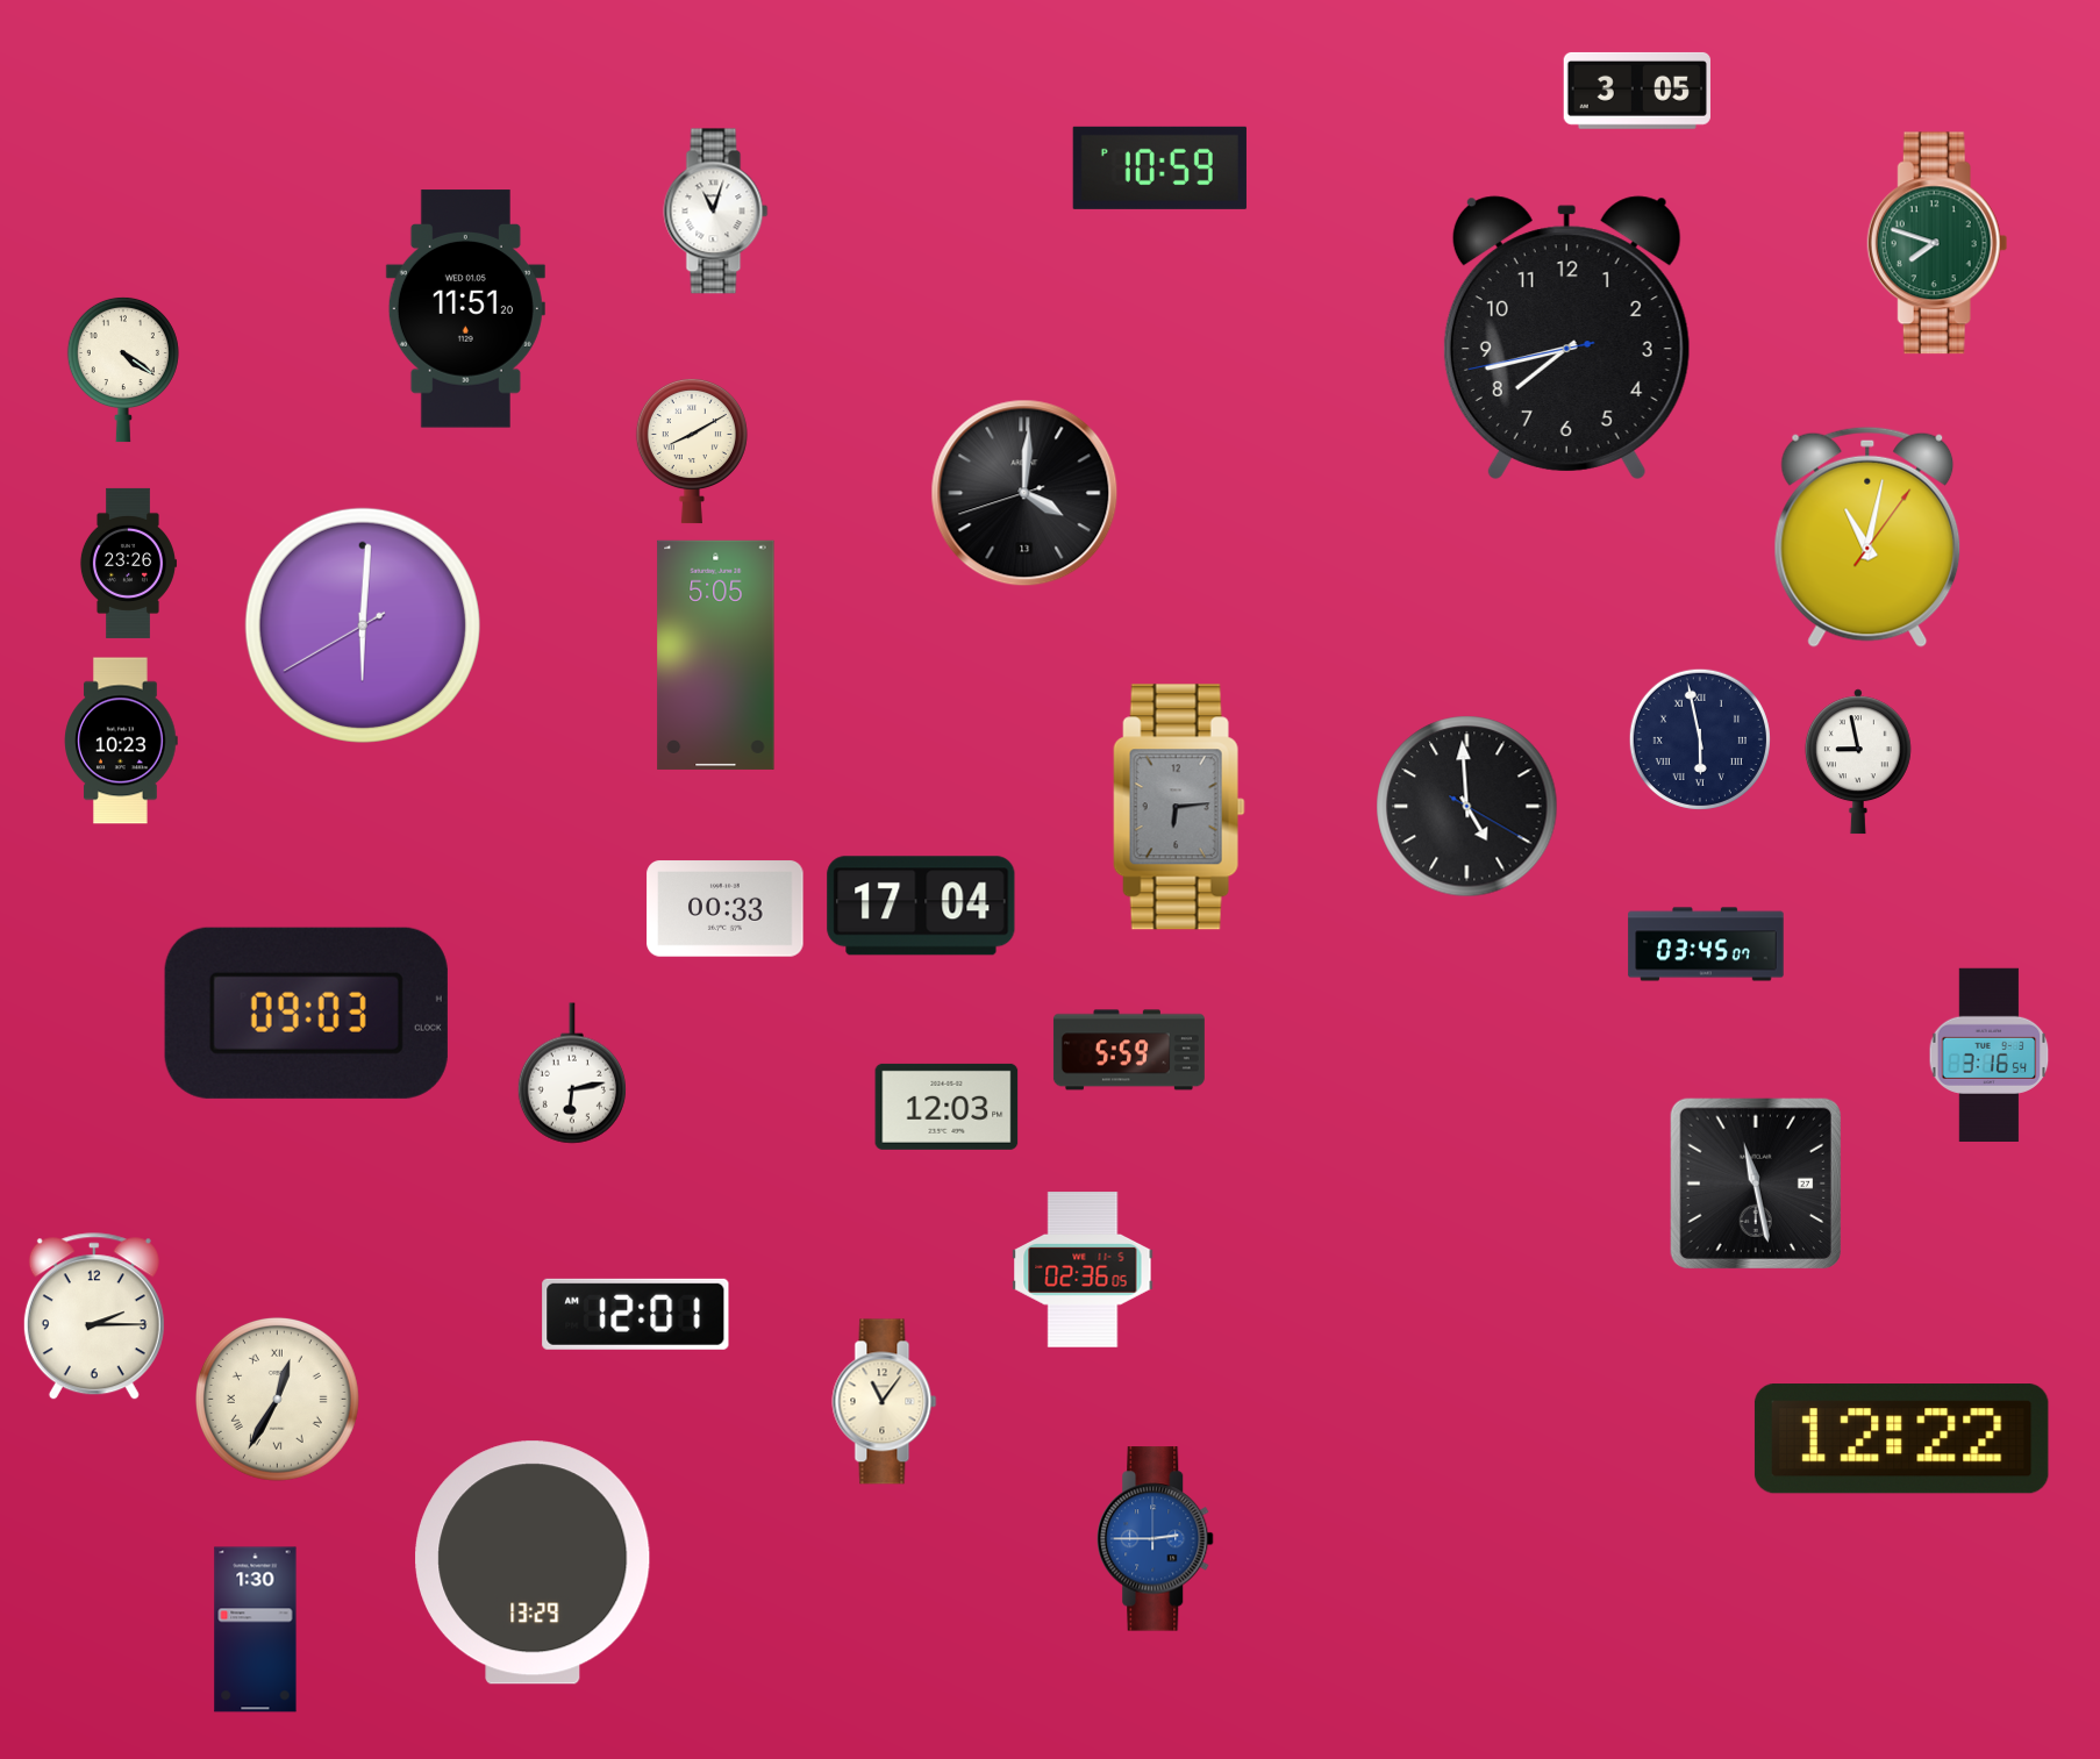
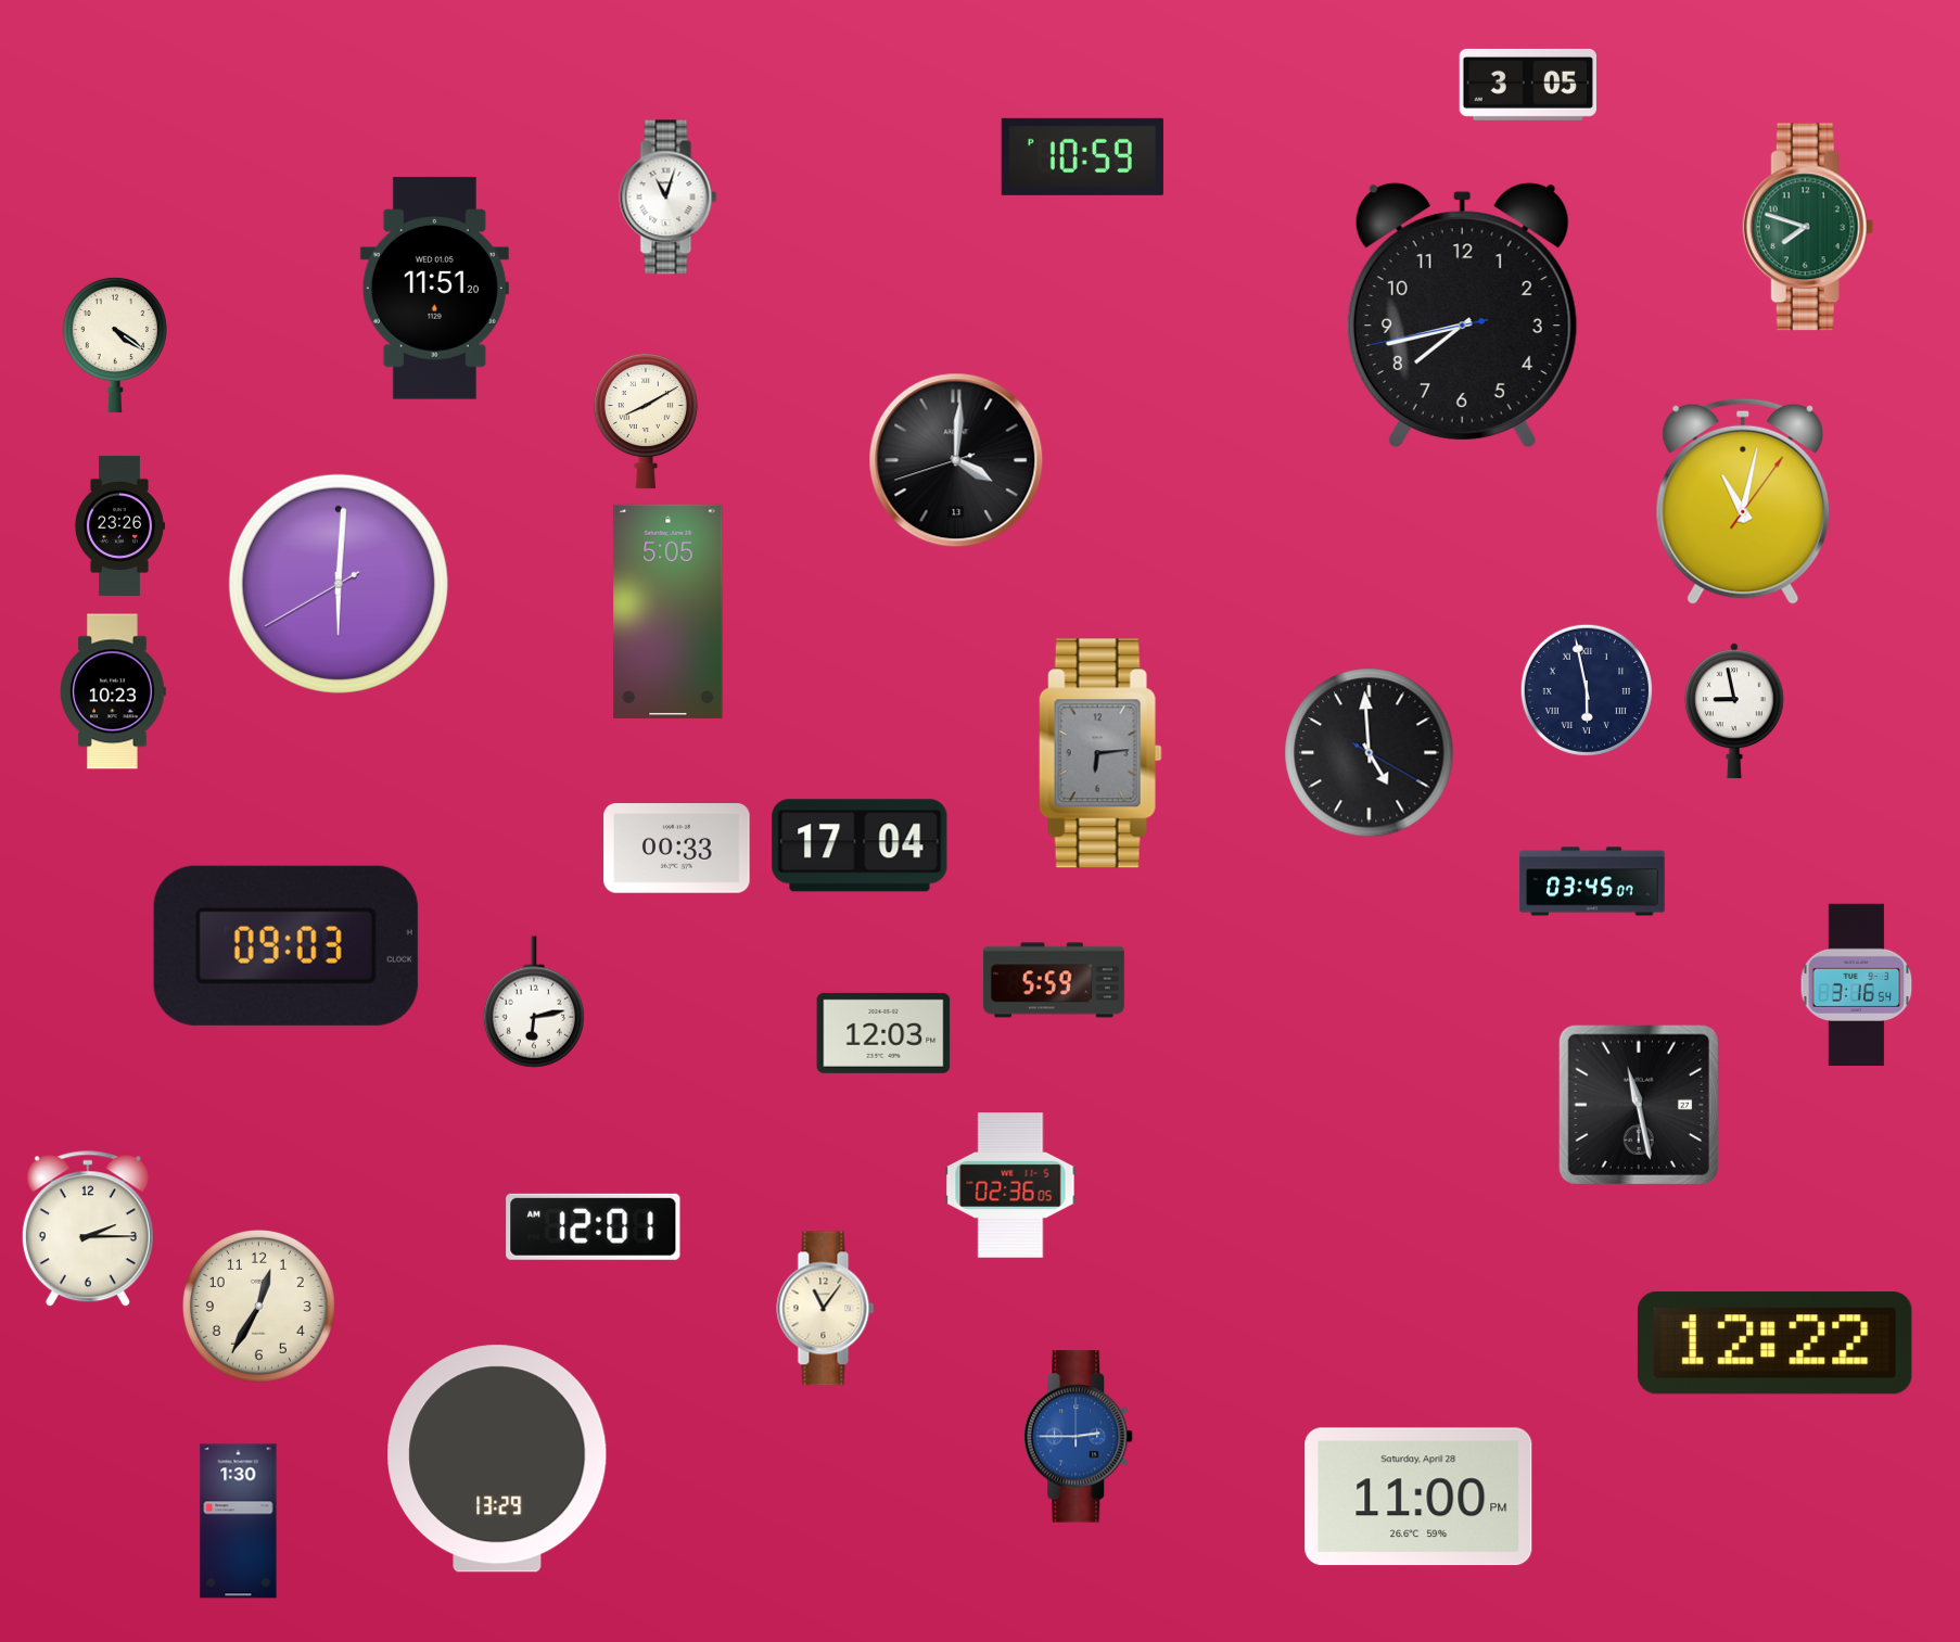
clock at (277, 1399) numerals: Roman -> Arabic
clock at (1418, 1497): none -> 11:00
